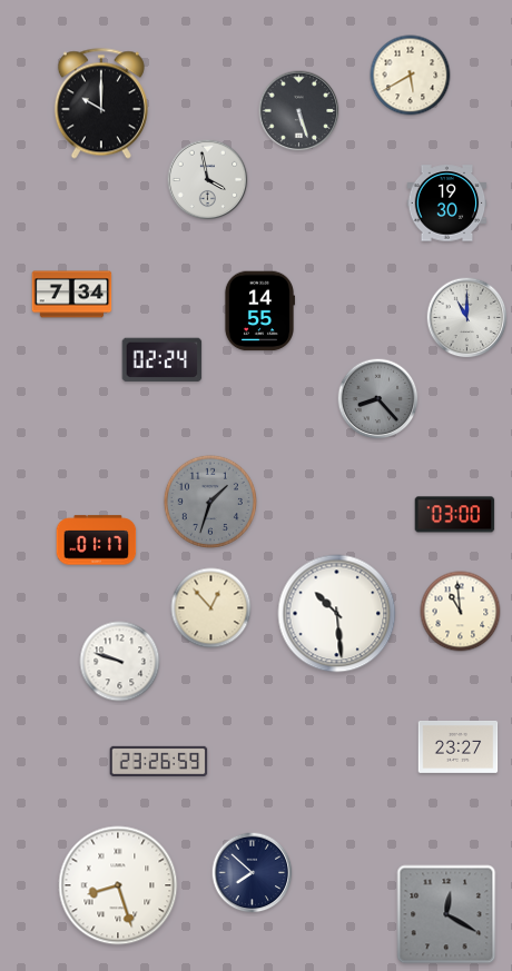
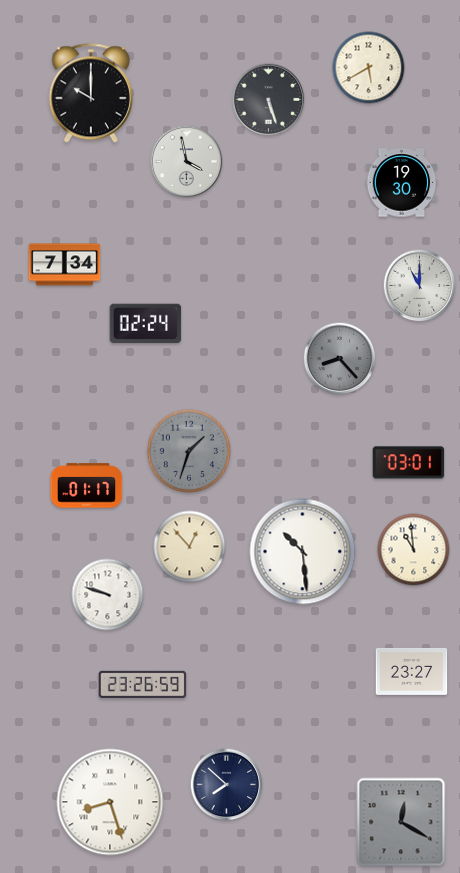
clock at (258, 311): 14:55 -> none
clock at (455, 515): 03:00 -> 03:01
clock at (118, 885) position: (118, 885) -> (110, 802)
